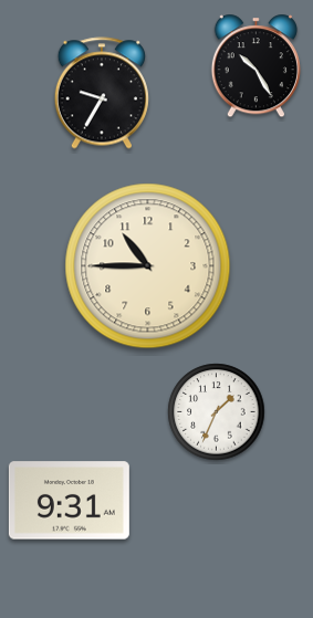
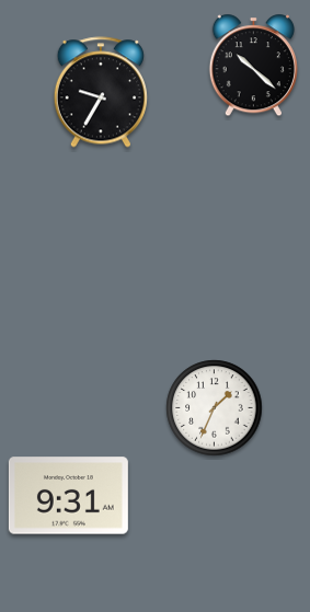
clock at (255, 66): 10:25 -> 10:22
clock at (148, 266): 10:45 -> none
